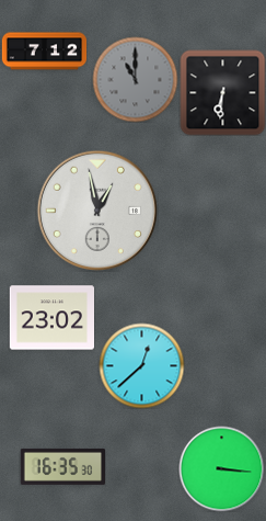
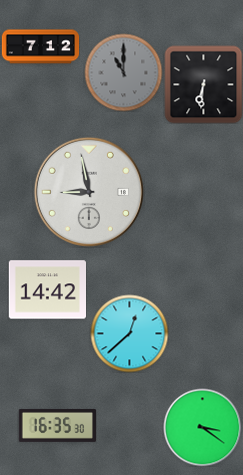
clock at (96, 209): 12:58 -> 8:58
clock at (51, 318): 23:02 -> 14:42
clock at (221, 468): 3:16 -> 3:21
